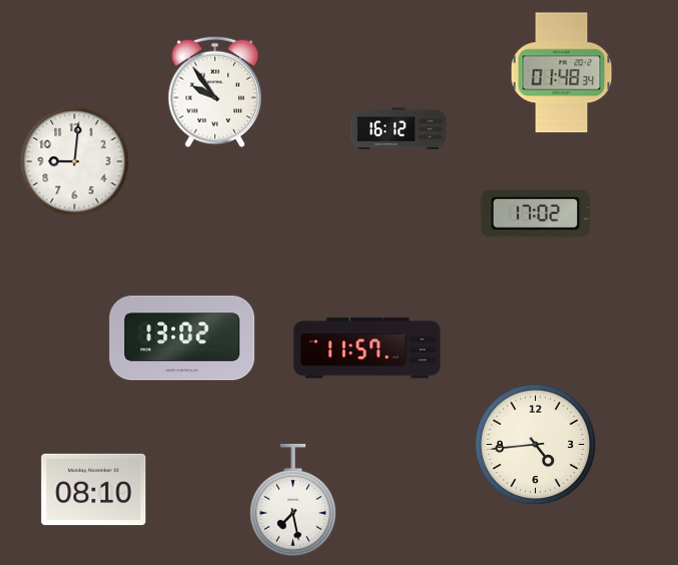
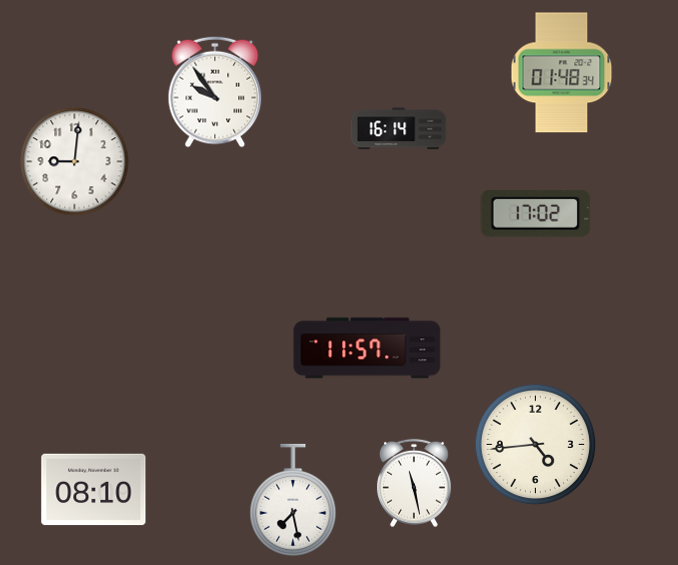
clock at (399, 129): 16:12 -> 16:14
clock at (182, 338): 13:02 -> none
clock at (414, 483): none -> 11:28
